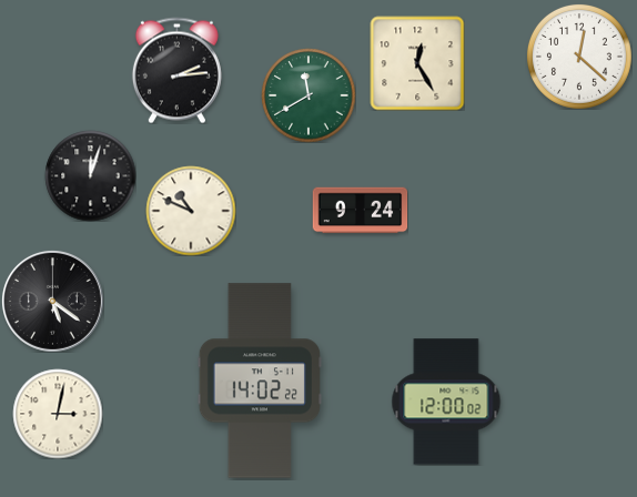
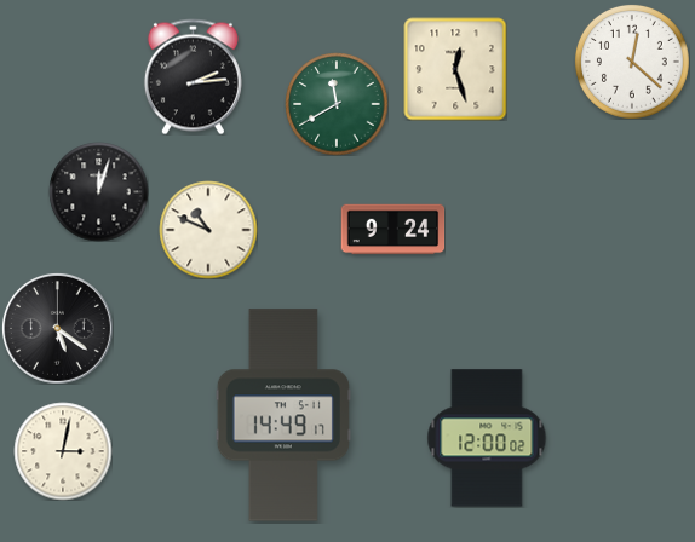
clock at (417, 63): 12:25 -> 12:27
clock at (260, 381): 14:02 -> 14:49
